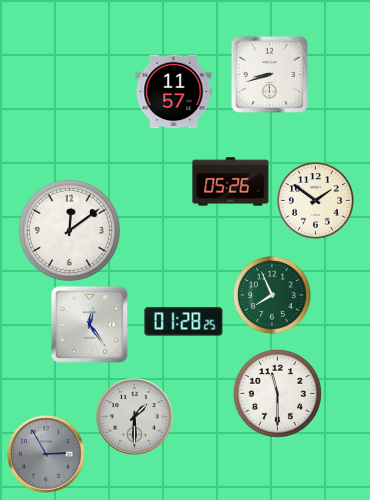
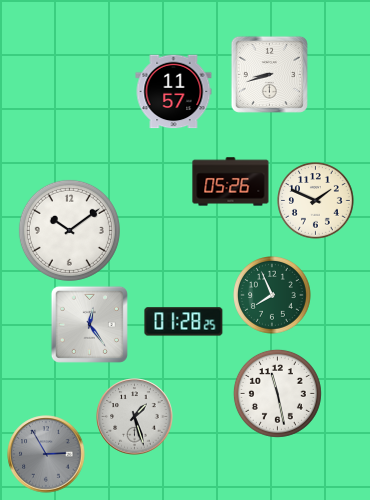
clock at (316, 201): 1:51 -> 1:49
clock at (69, 230): 12:09 -> 10:09
clock at (277, 393): 11:30 -> 11:28
clock at (135, 417): 1:30 -> 1:27
